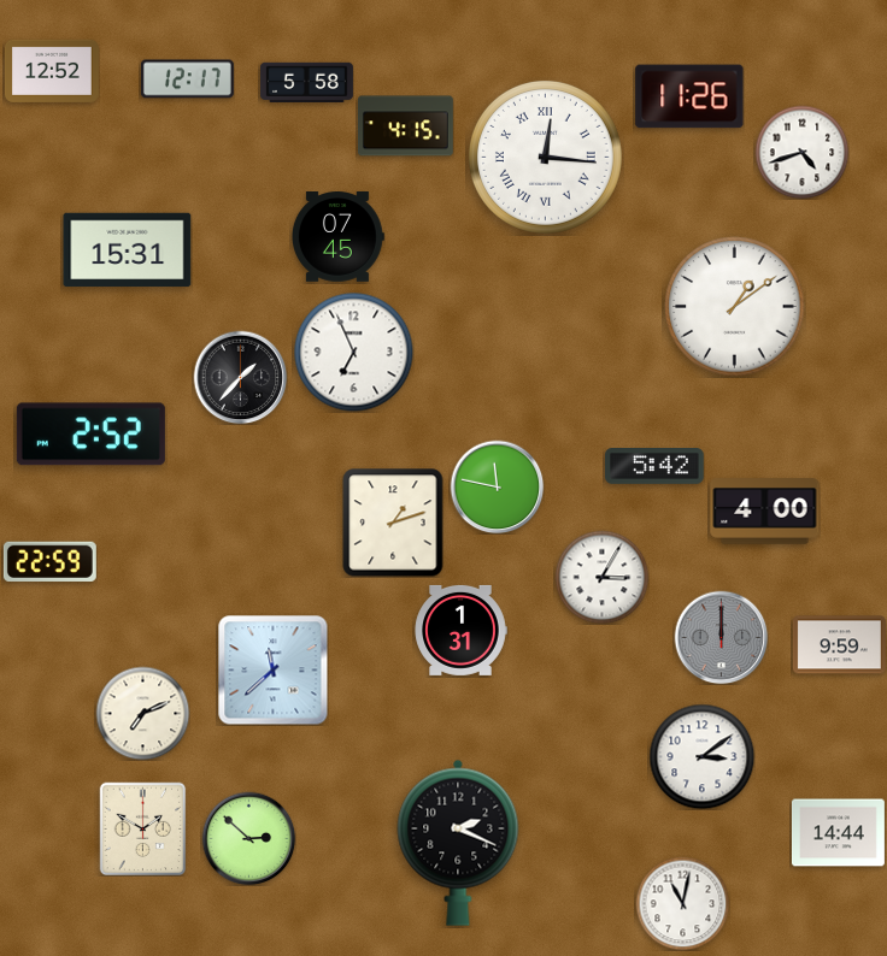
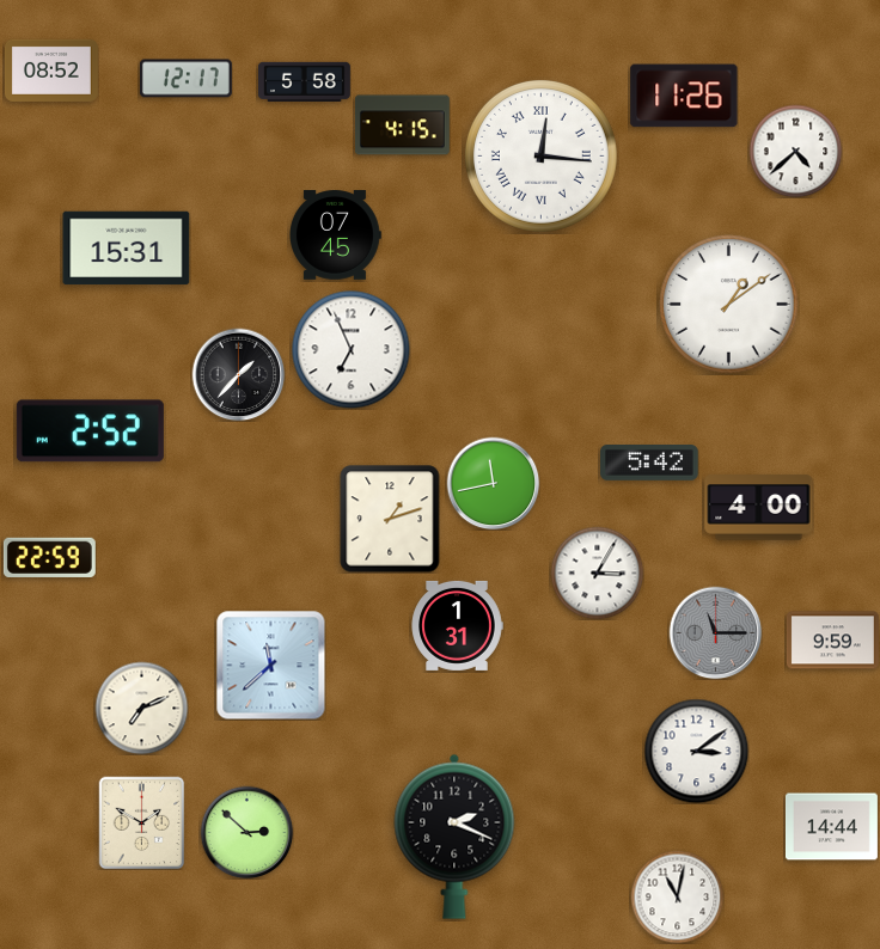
clock at (52, 71): 12:52 -> 08:52
clock at (801, 152): 4:42 -> 4:38
clock at (497, 486): 11:47 -> 11:43
clock at (721, 637): 12:00 -> 11:15
